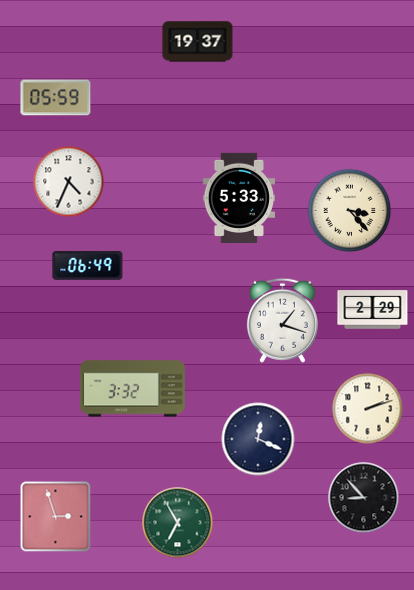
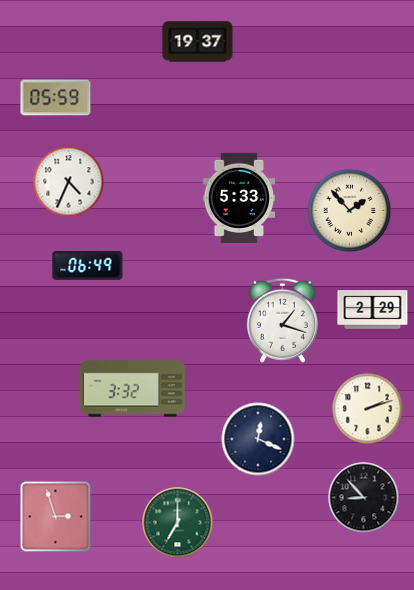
clock at (350, 211): 3:23 -> 1:53
clock at (178, 523): 6:55 -> 7:00
